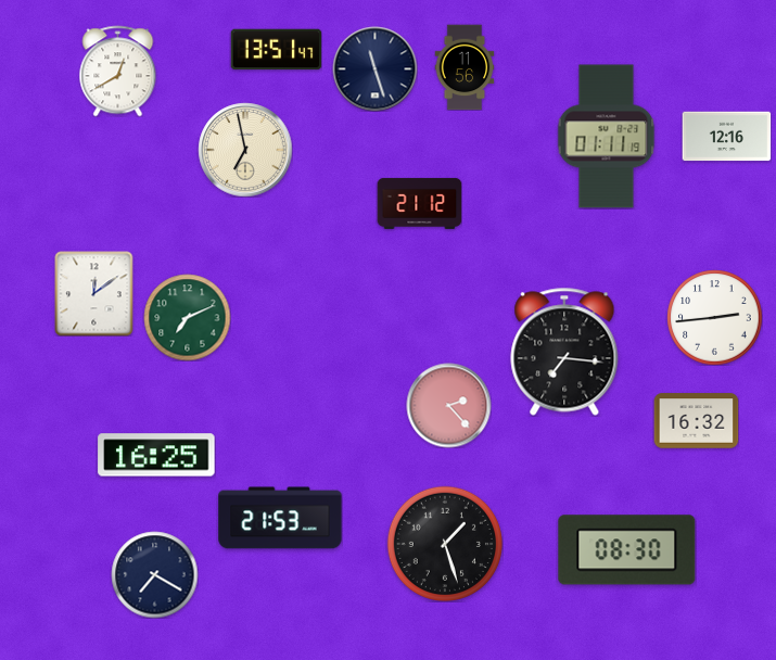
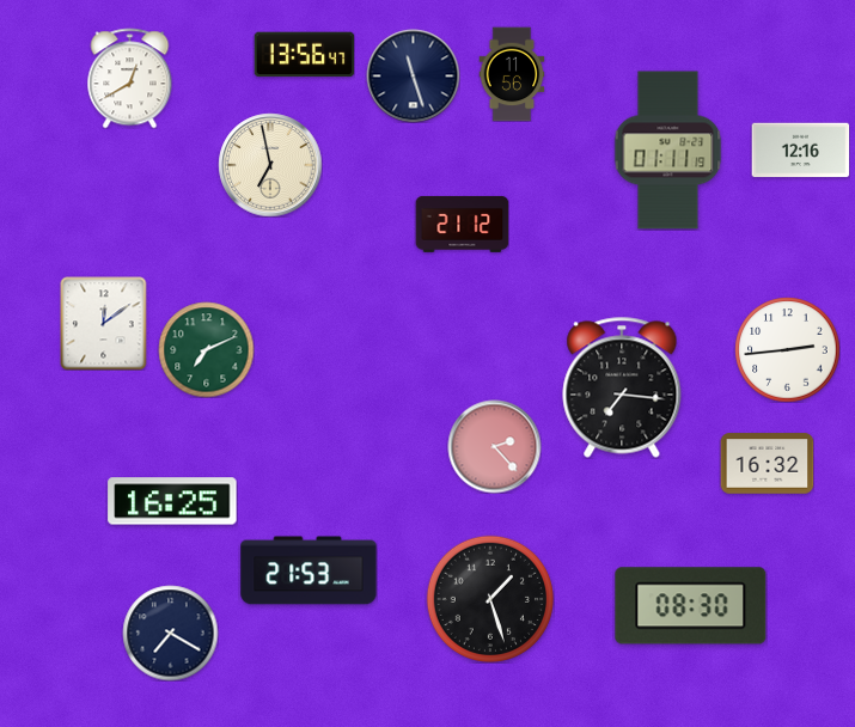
clock at (276, 50): 13:51 -> 13:56
